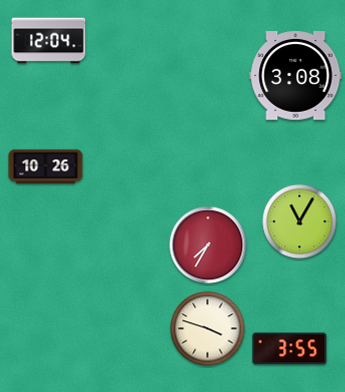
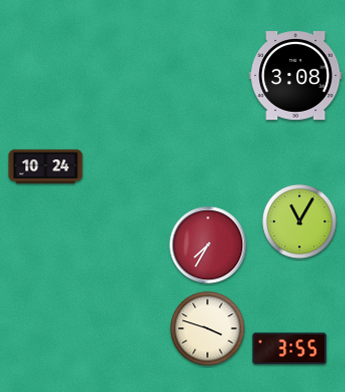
clock at (49, 41): 12:04 -> none
clock at (46, 167): 10:26 -> 10:24
